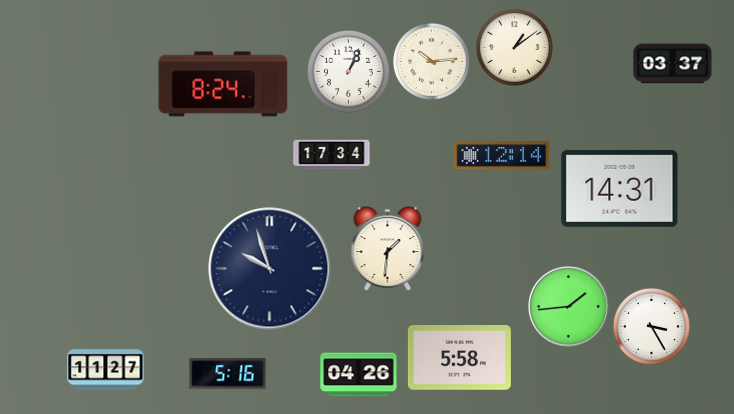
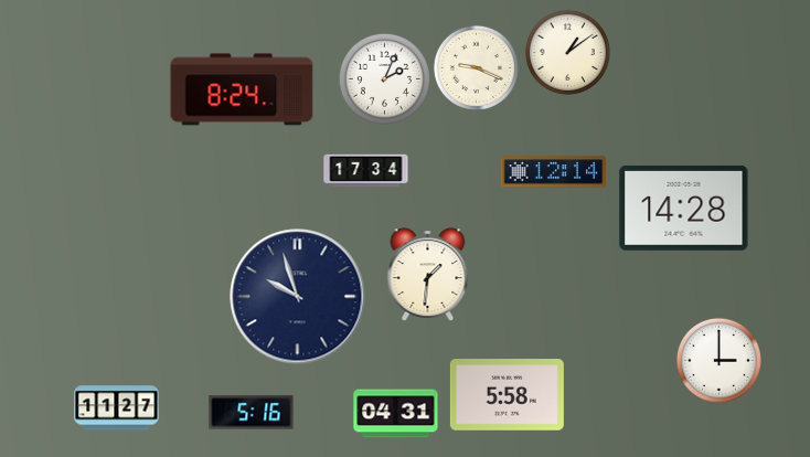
clock at (431, 61): 10:14 -> 9:19
clock at (673, 64): 03:37 -> none
clock at (348, 71): 1:04 -> 2:04
clock at (223, 84) position: (223, 84) -> (242, 89)
clock at (620, 188): 14:31 -> 14:28
clock at (568, 306): 1:44 -> none
clock at (651, 326): 3:25 -> 3:00
clock at (359, 375): 04:26 -> 04:31
